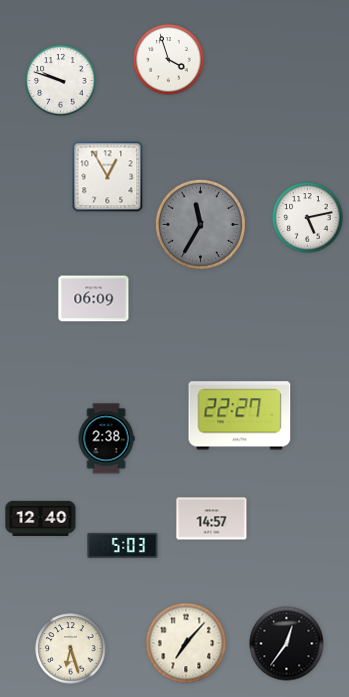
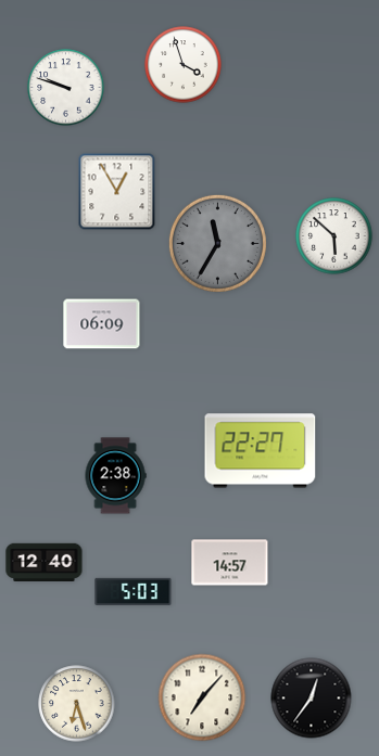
clock at (308, 218): 5:13 -> 5:52
